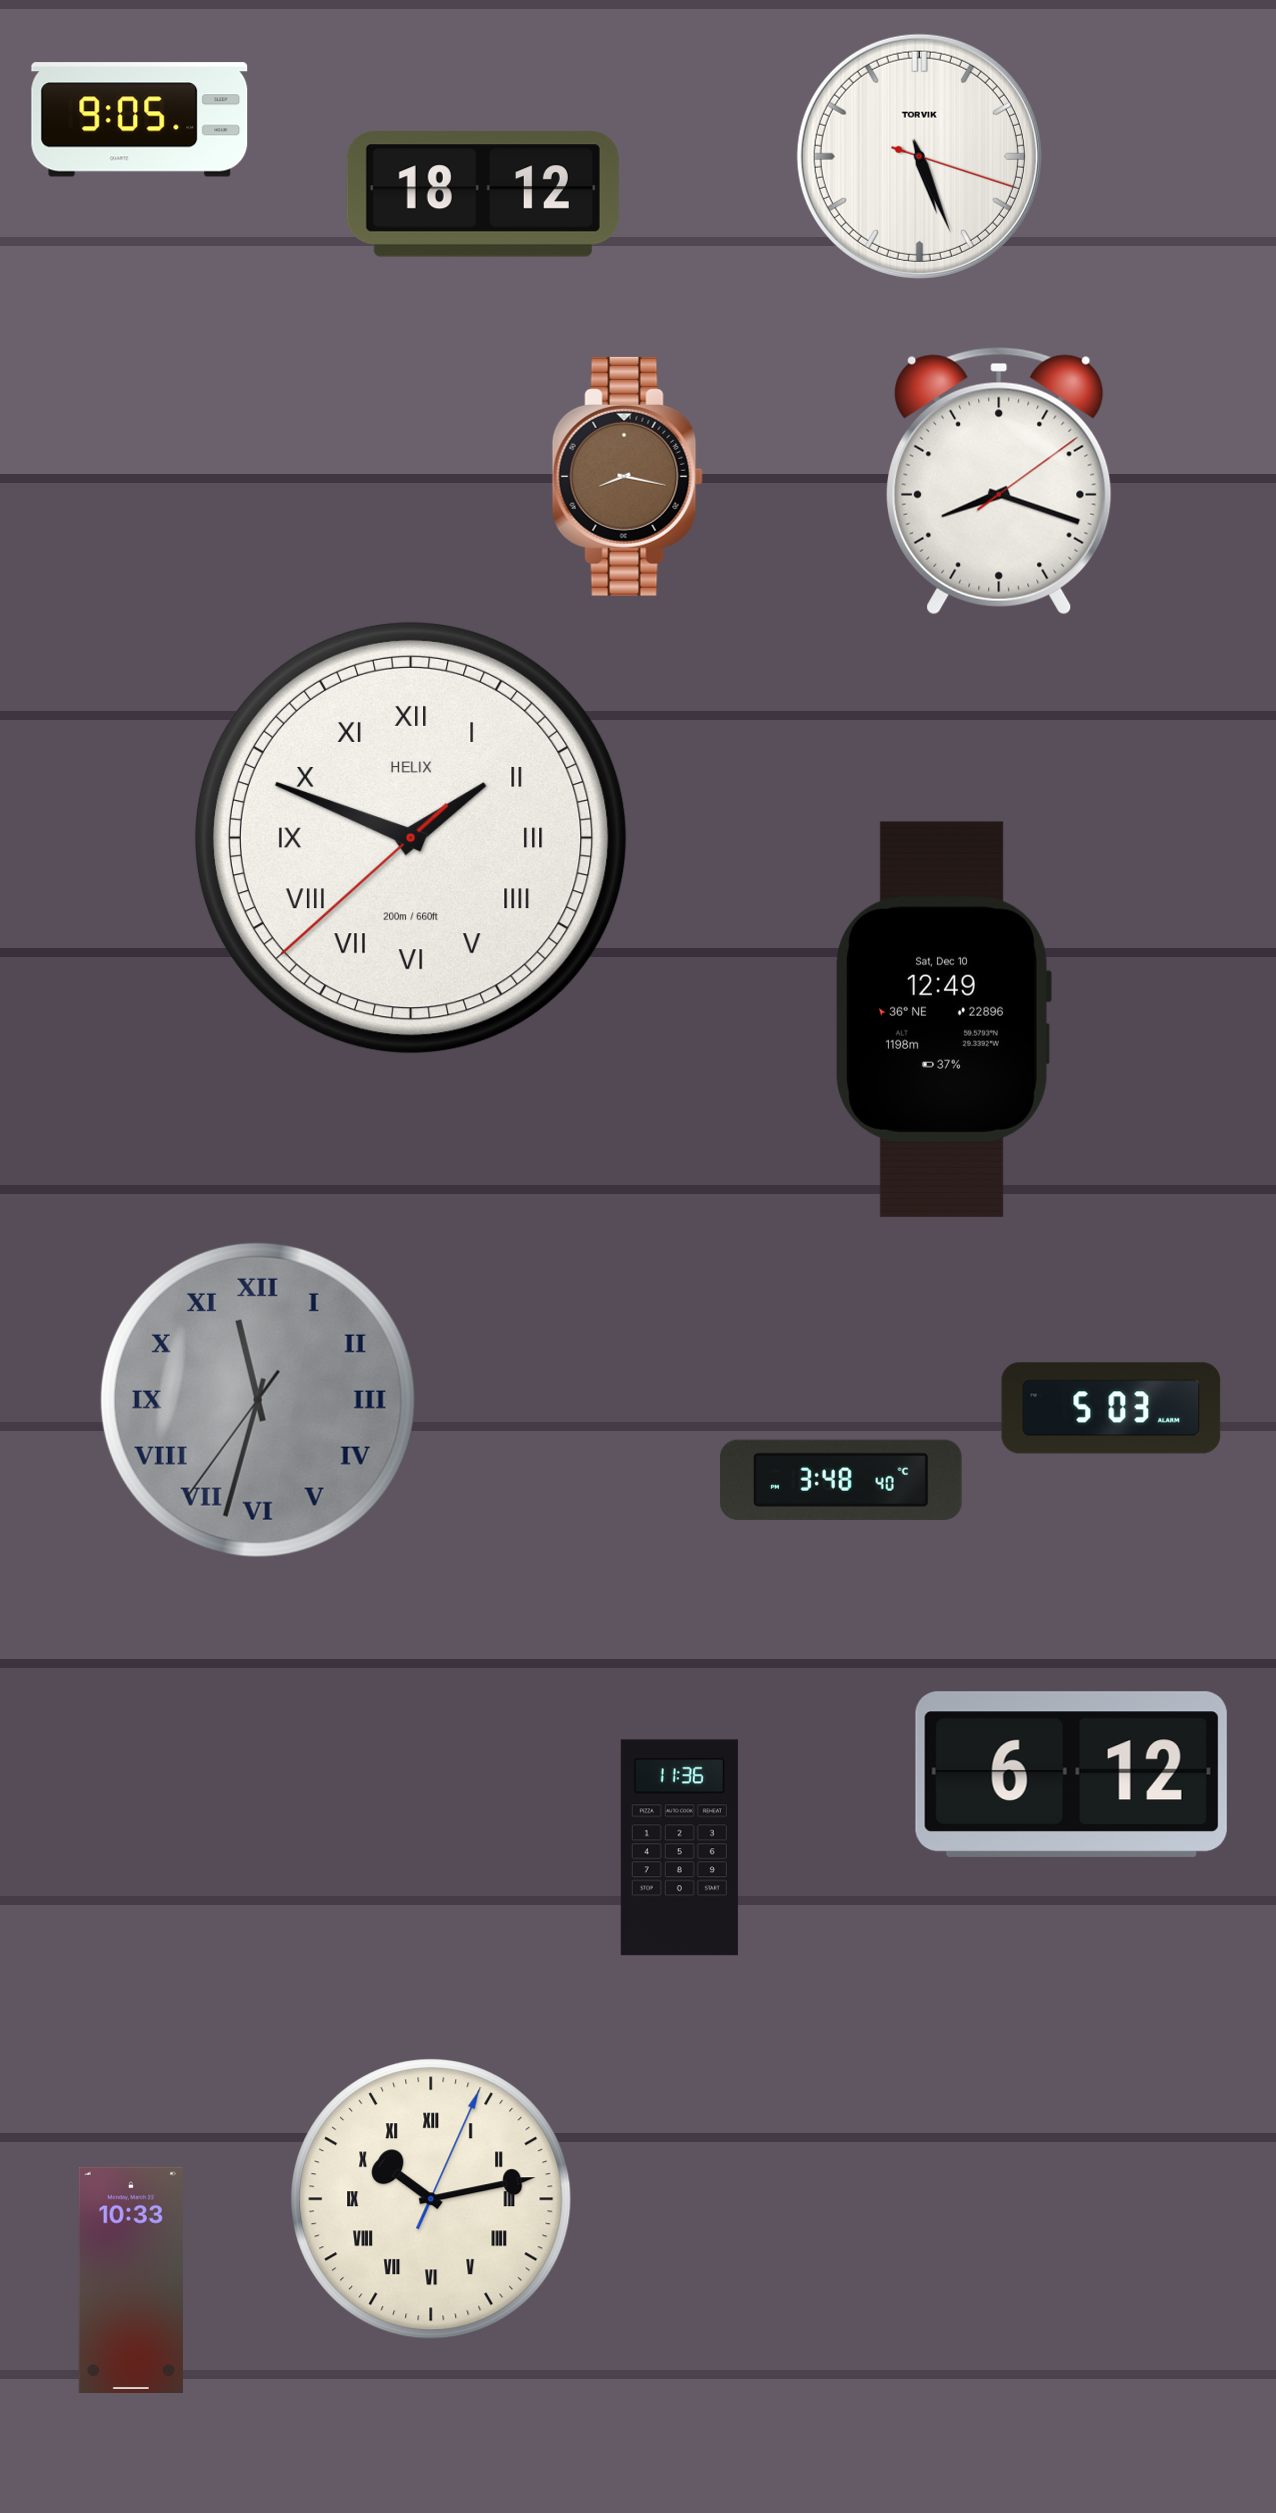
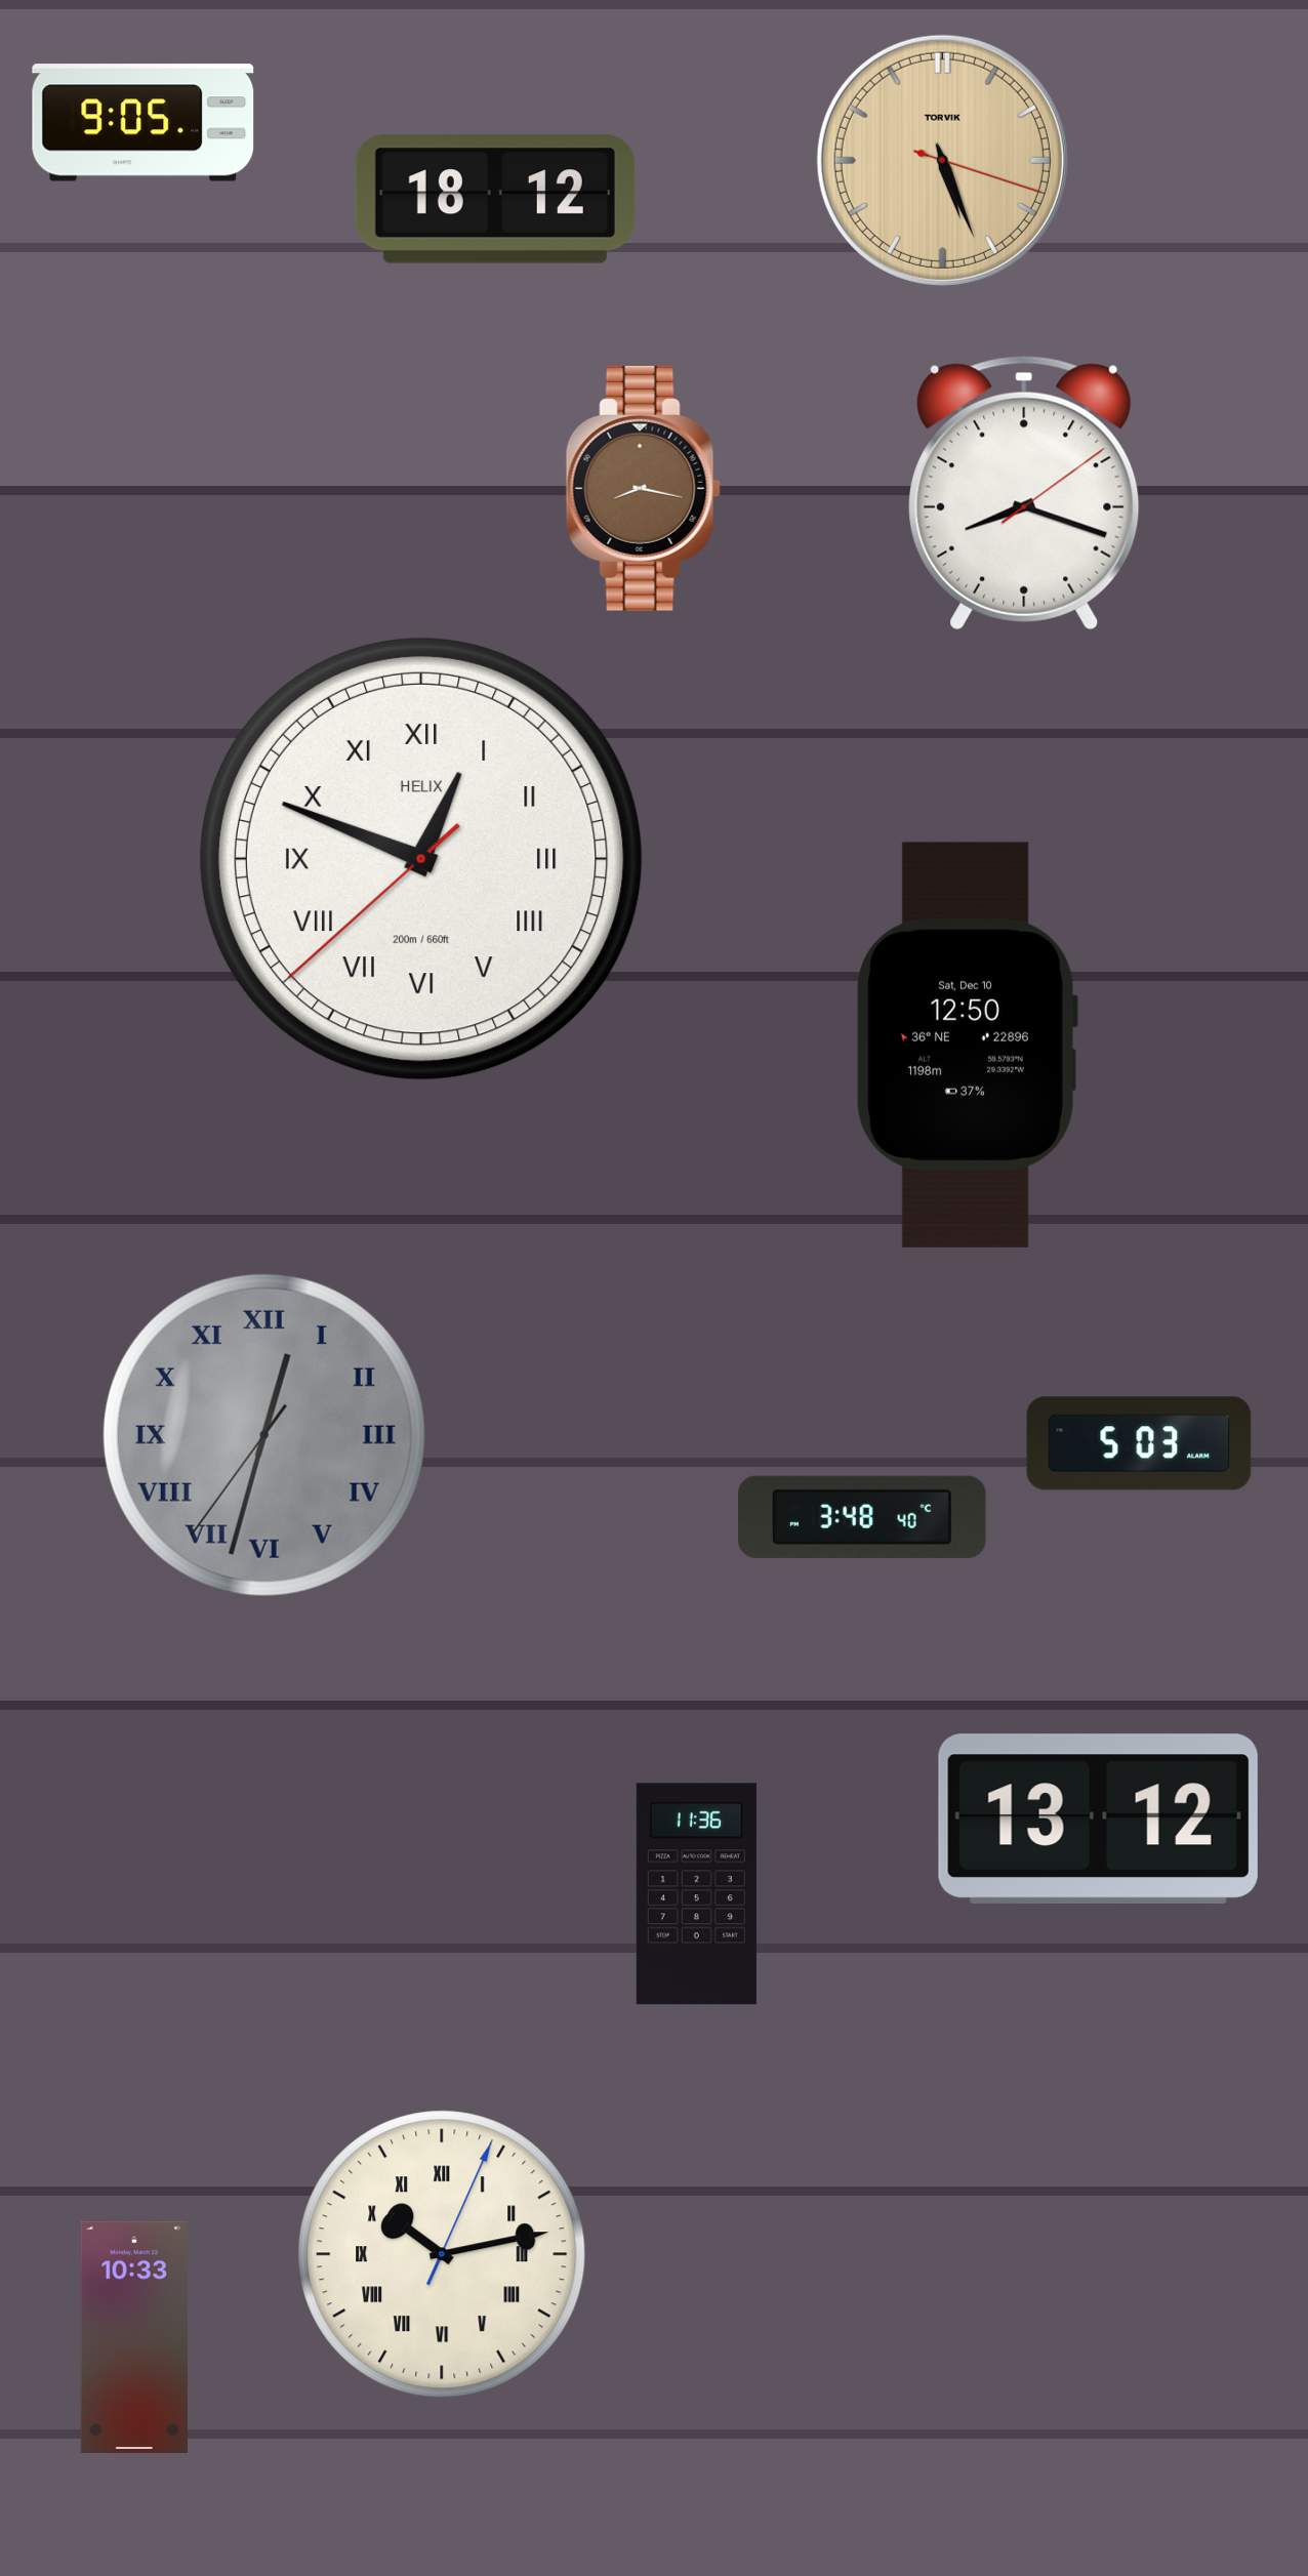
clock at (919, 156) dial: white -> champagne
clock at (411, 838): 1:48 -> 12:48
clock at (943, 1019): 12:49 -> 12:50
clock at (258, 1400): 11:32 -> 12:32
clock at (1071, 1774): 6:12 -> 13:12
